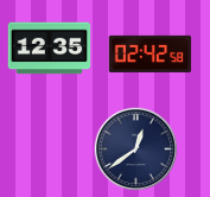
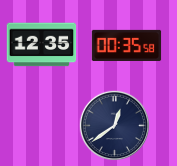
clock at (50, 49) position: (50, 49) -> (42, 45)
clock at (151, 53): 02:42 -> 00:35
